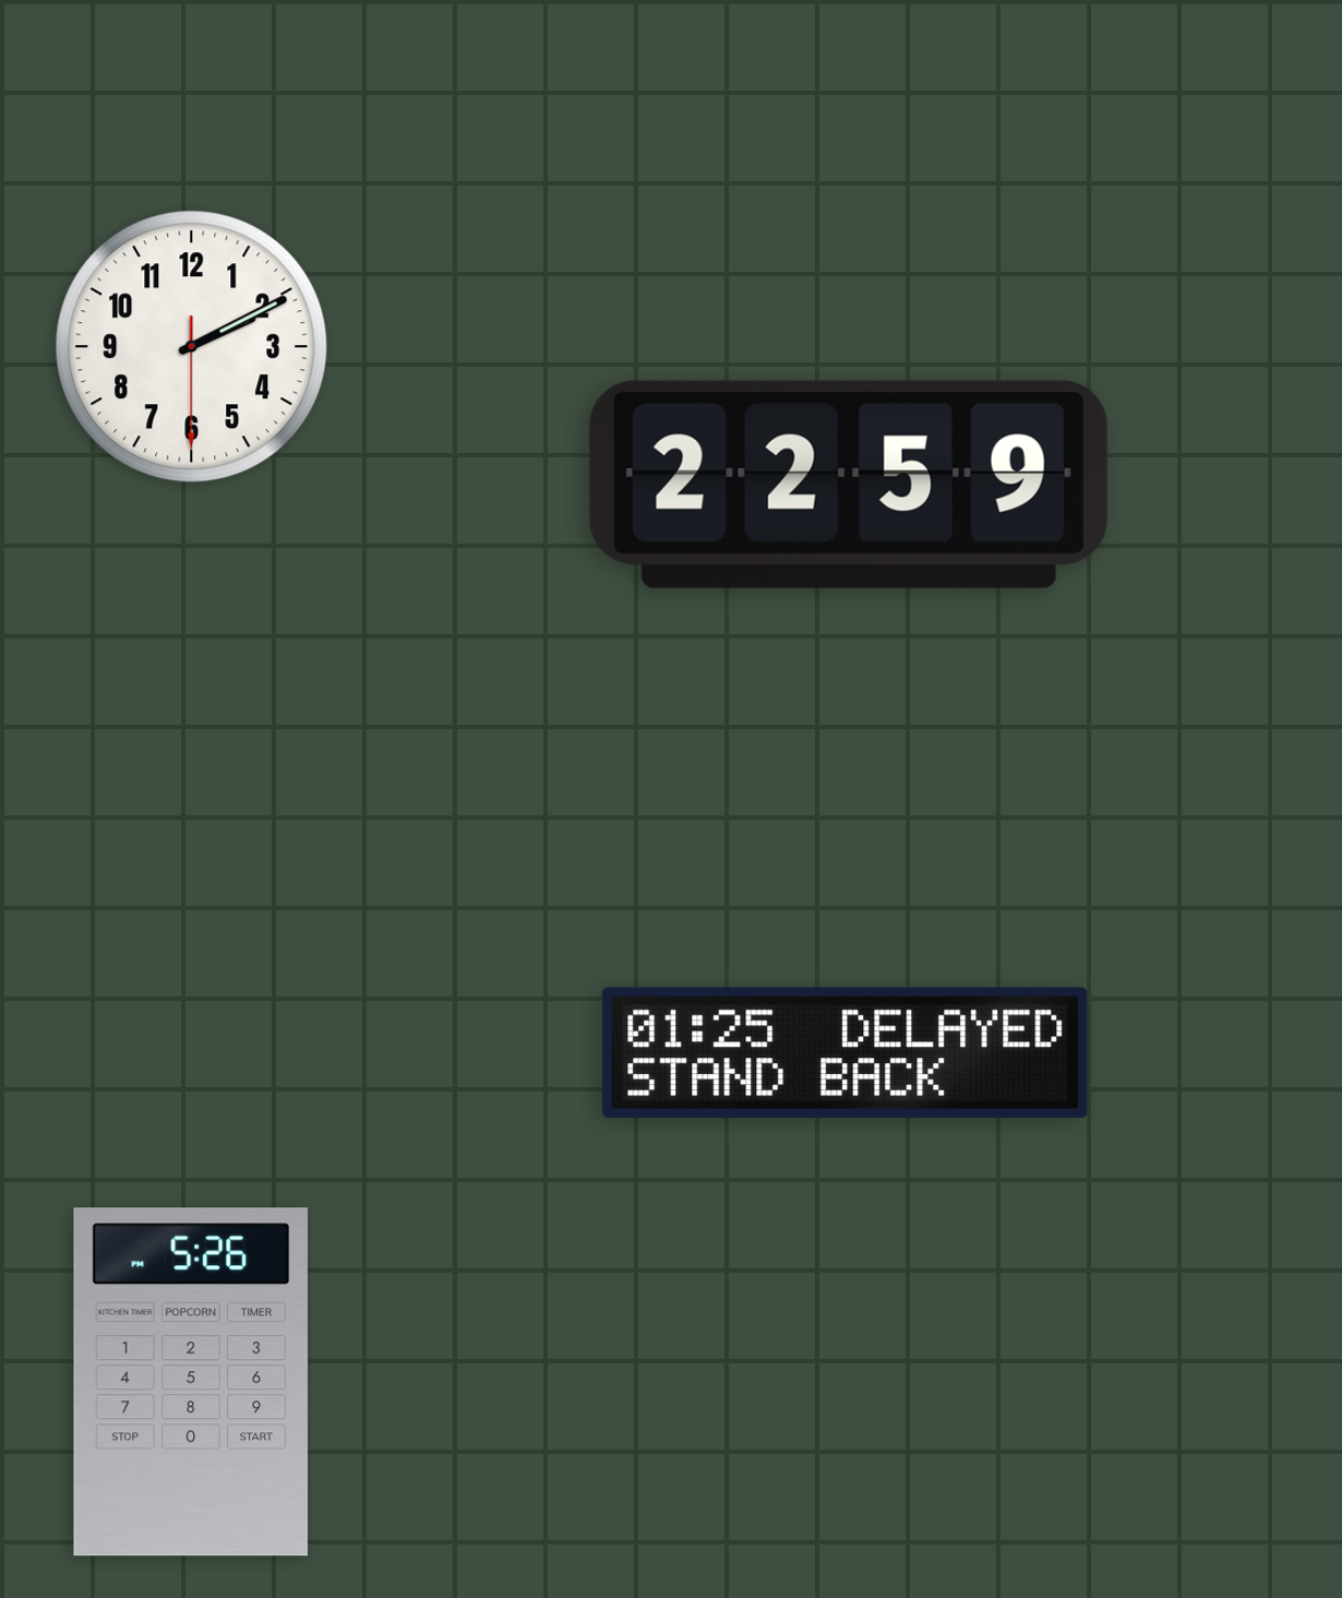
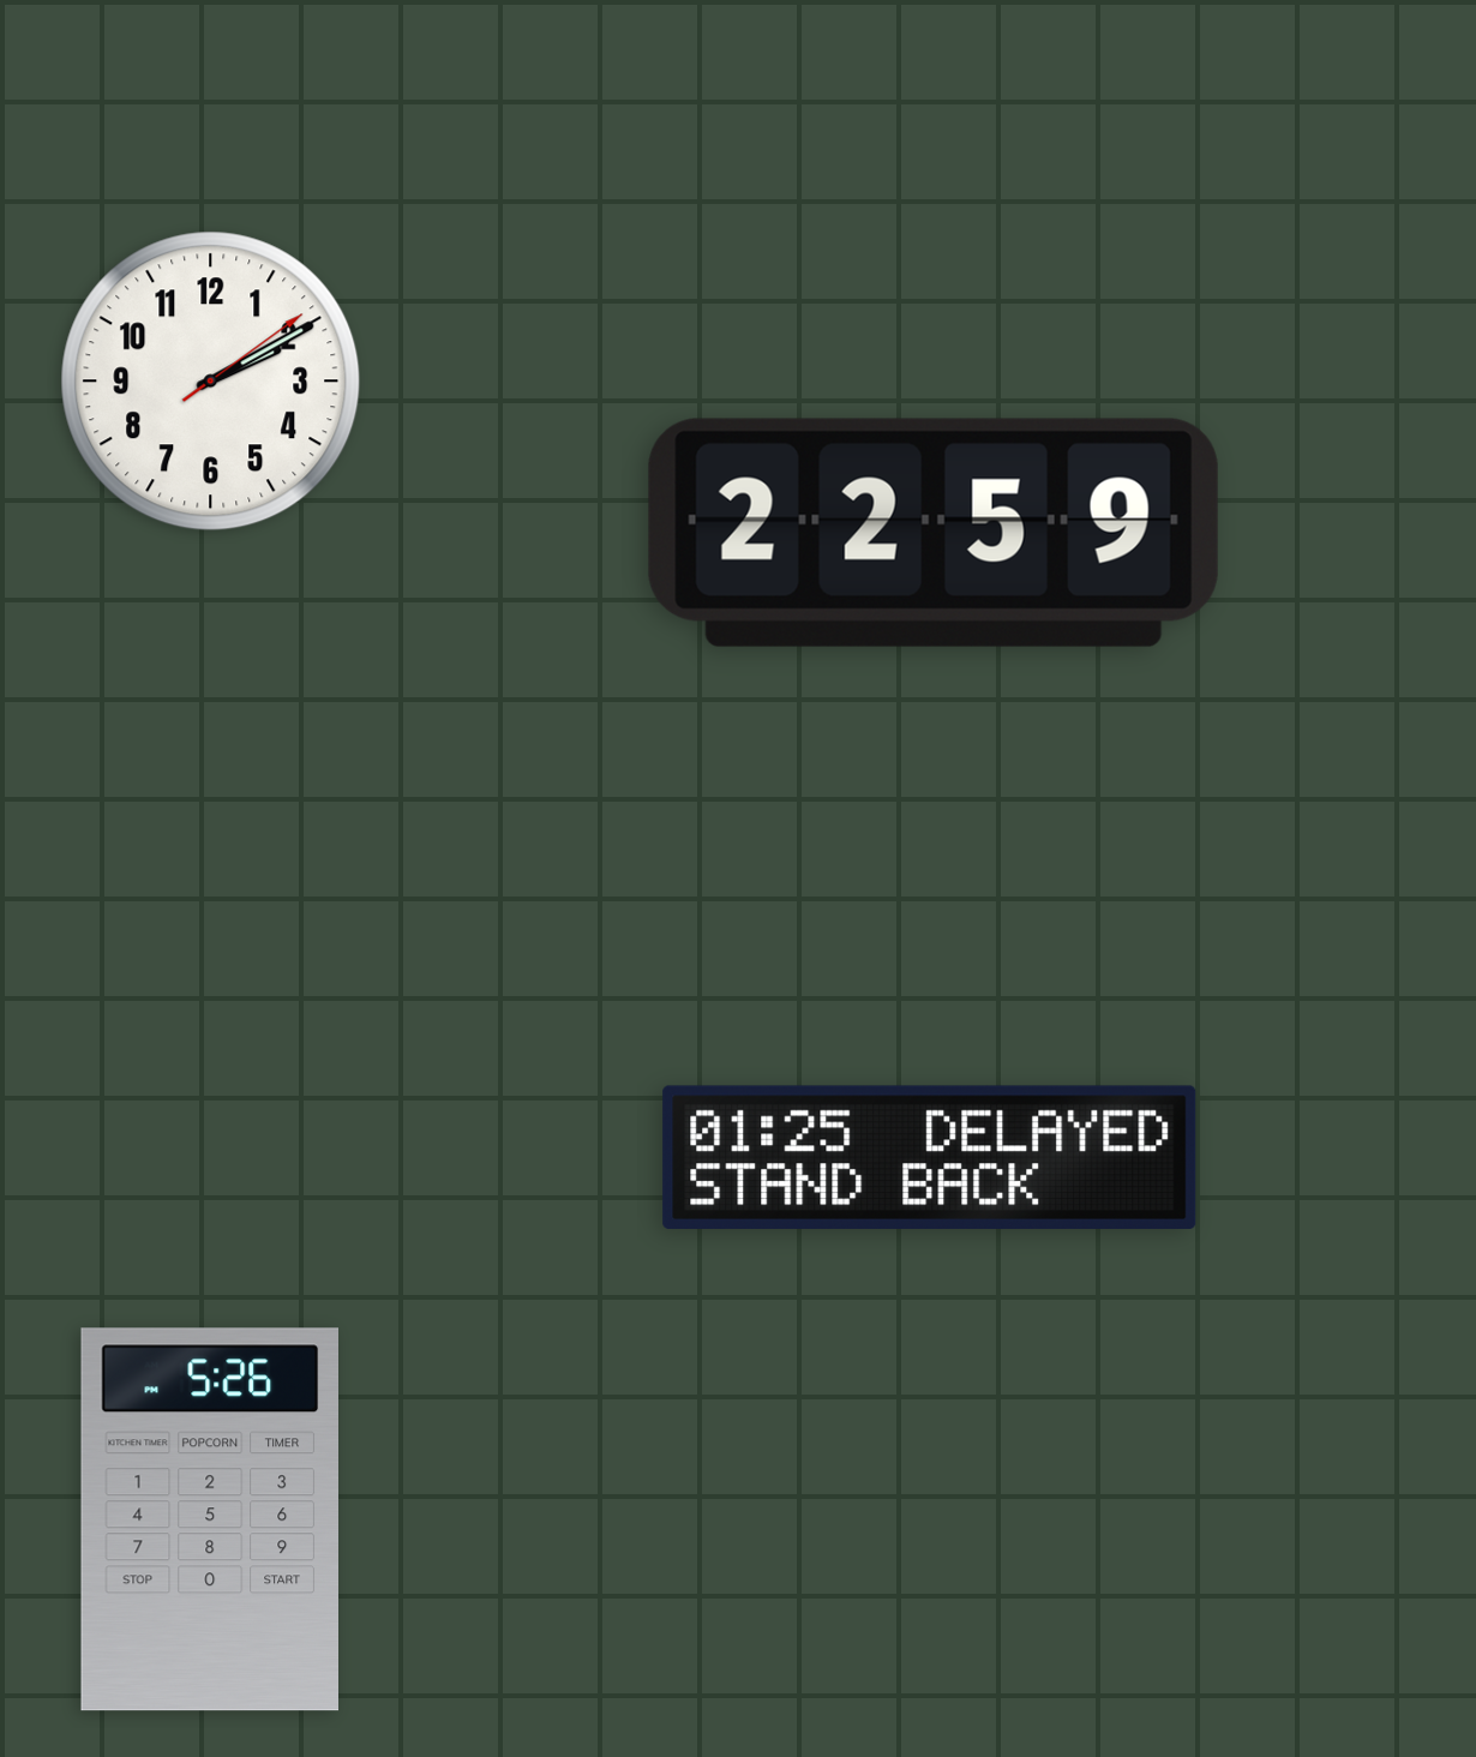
clock at (192, 347): 2:10:30 -> 2:10:09
